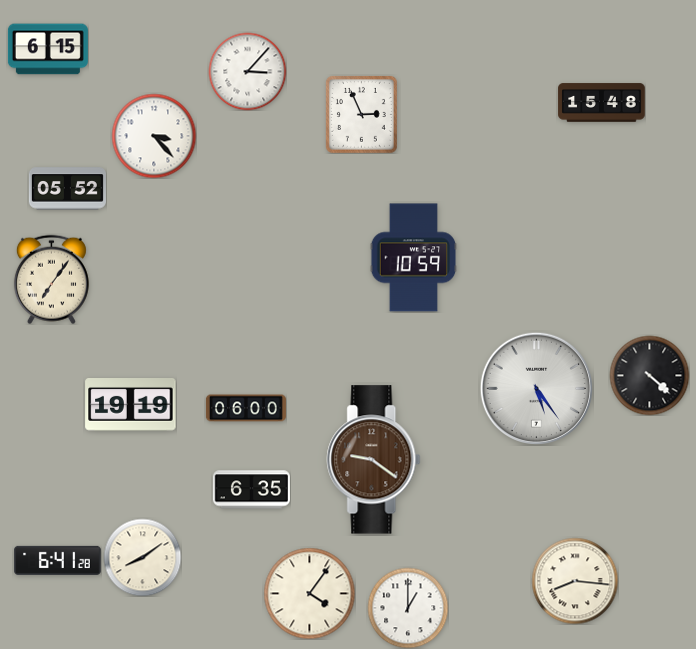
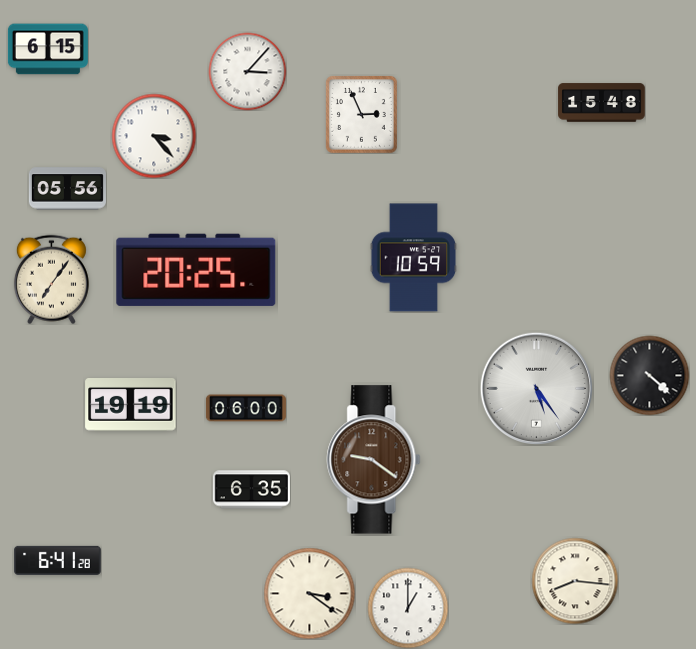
clock at (67, 189): 05:52 -> 05:56
clock at (196, 270): none -> 20:25
clock at (142, 557): 8:09 -> none
clock at (309, 593): 4:06 -> 3:21
